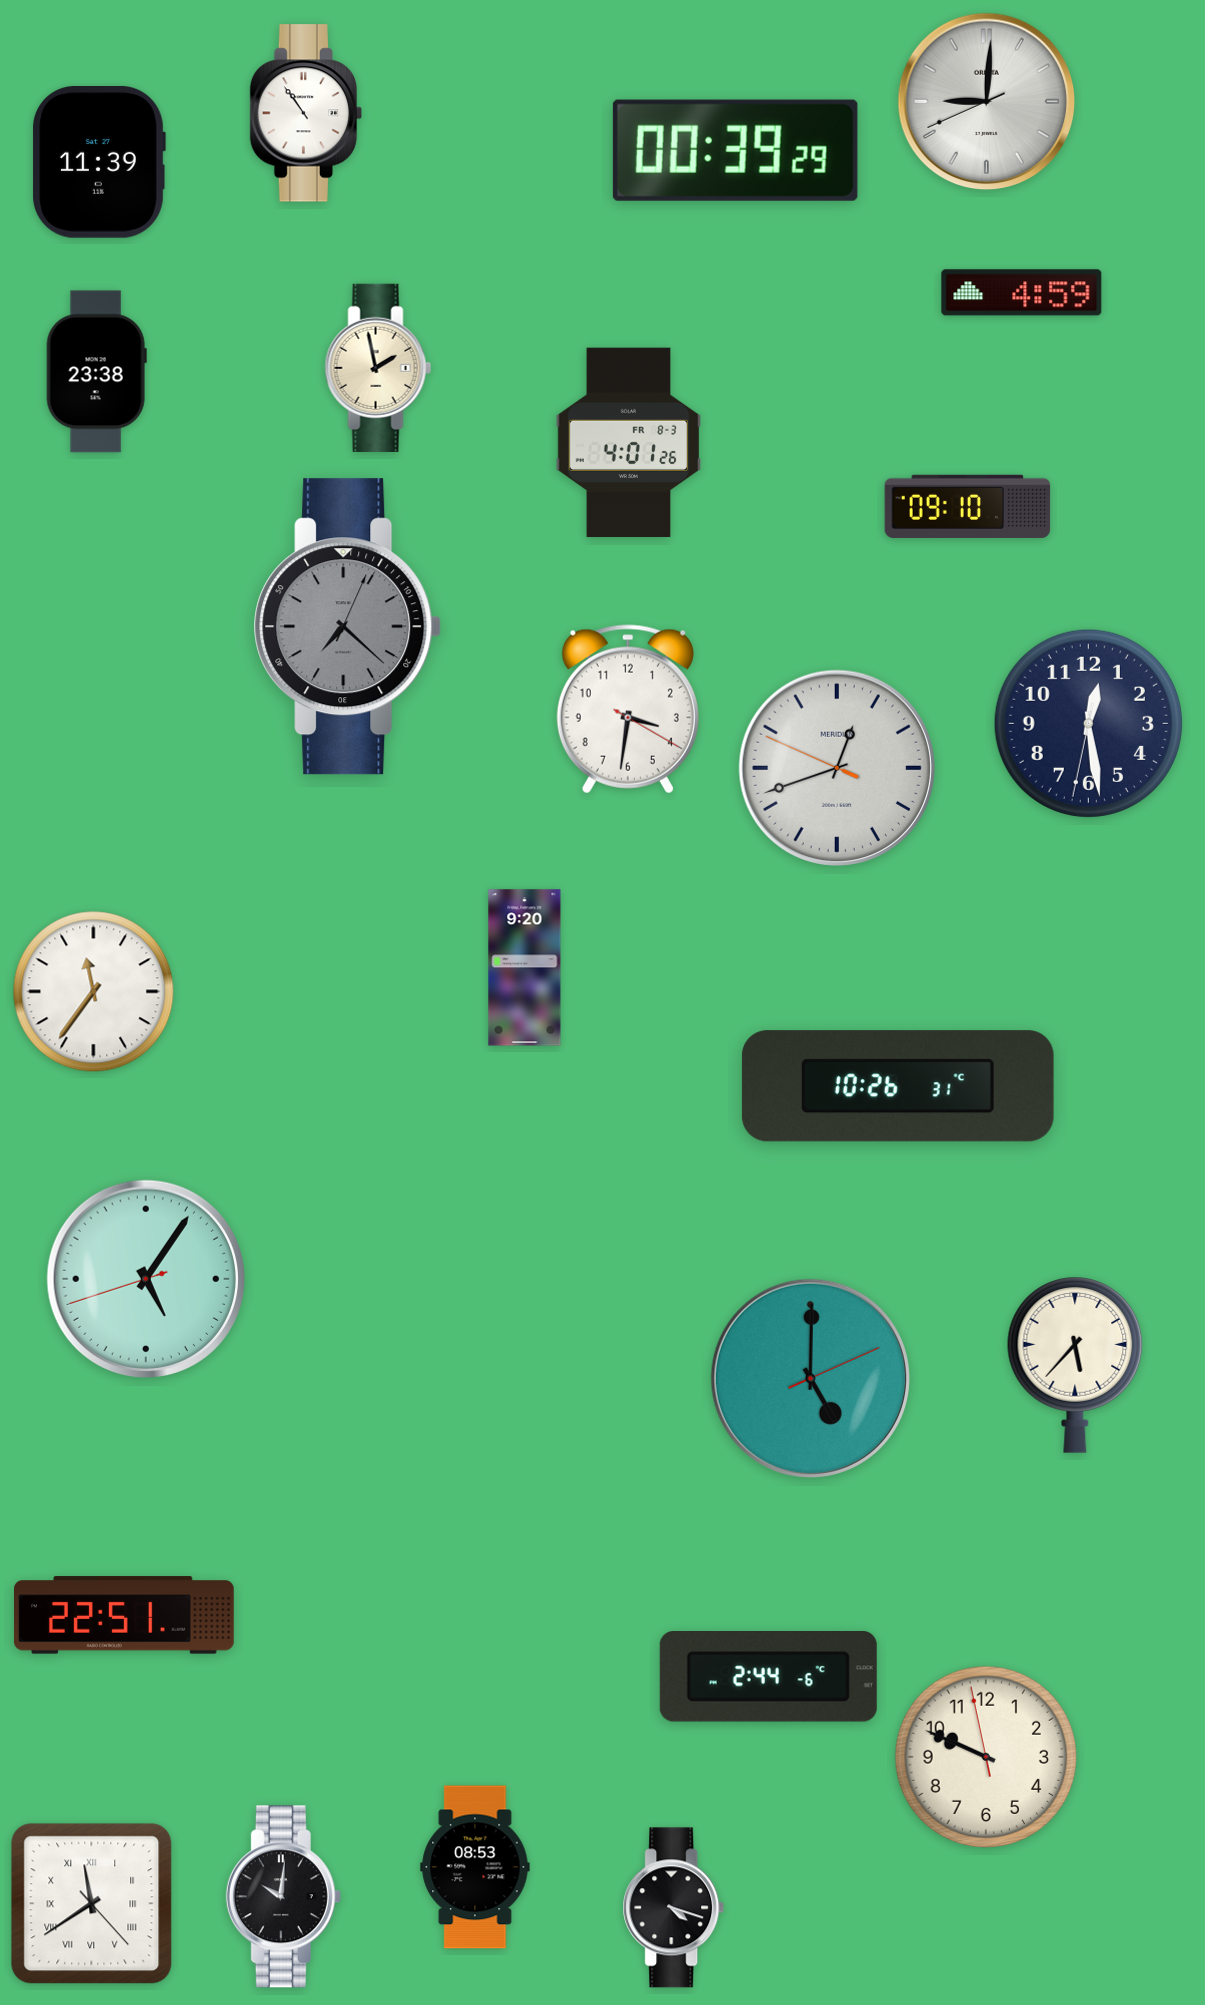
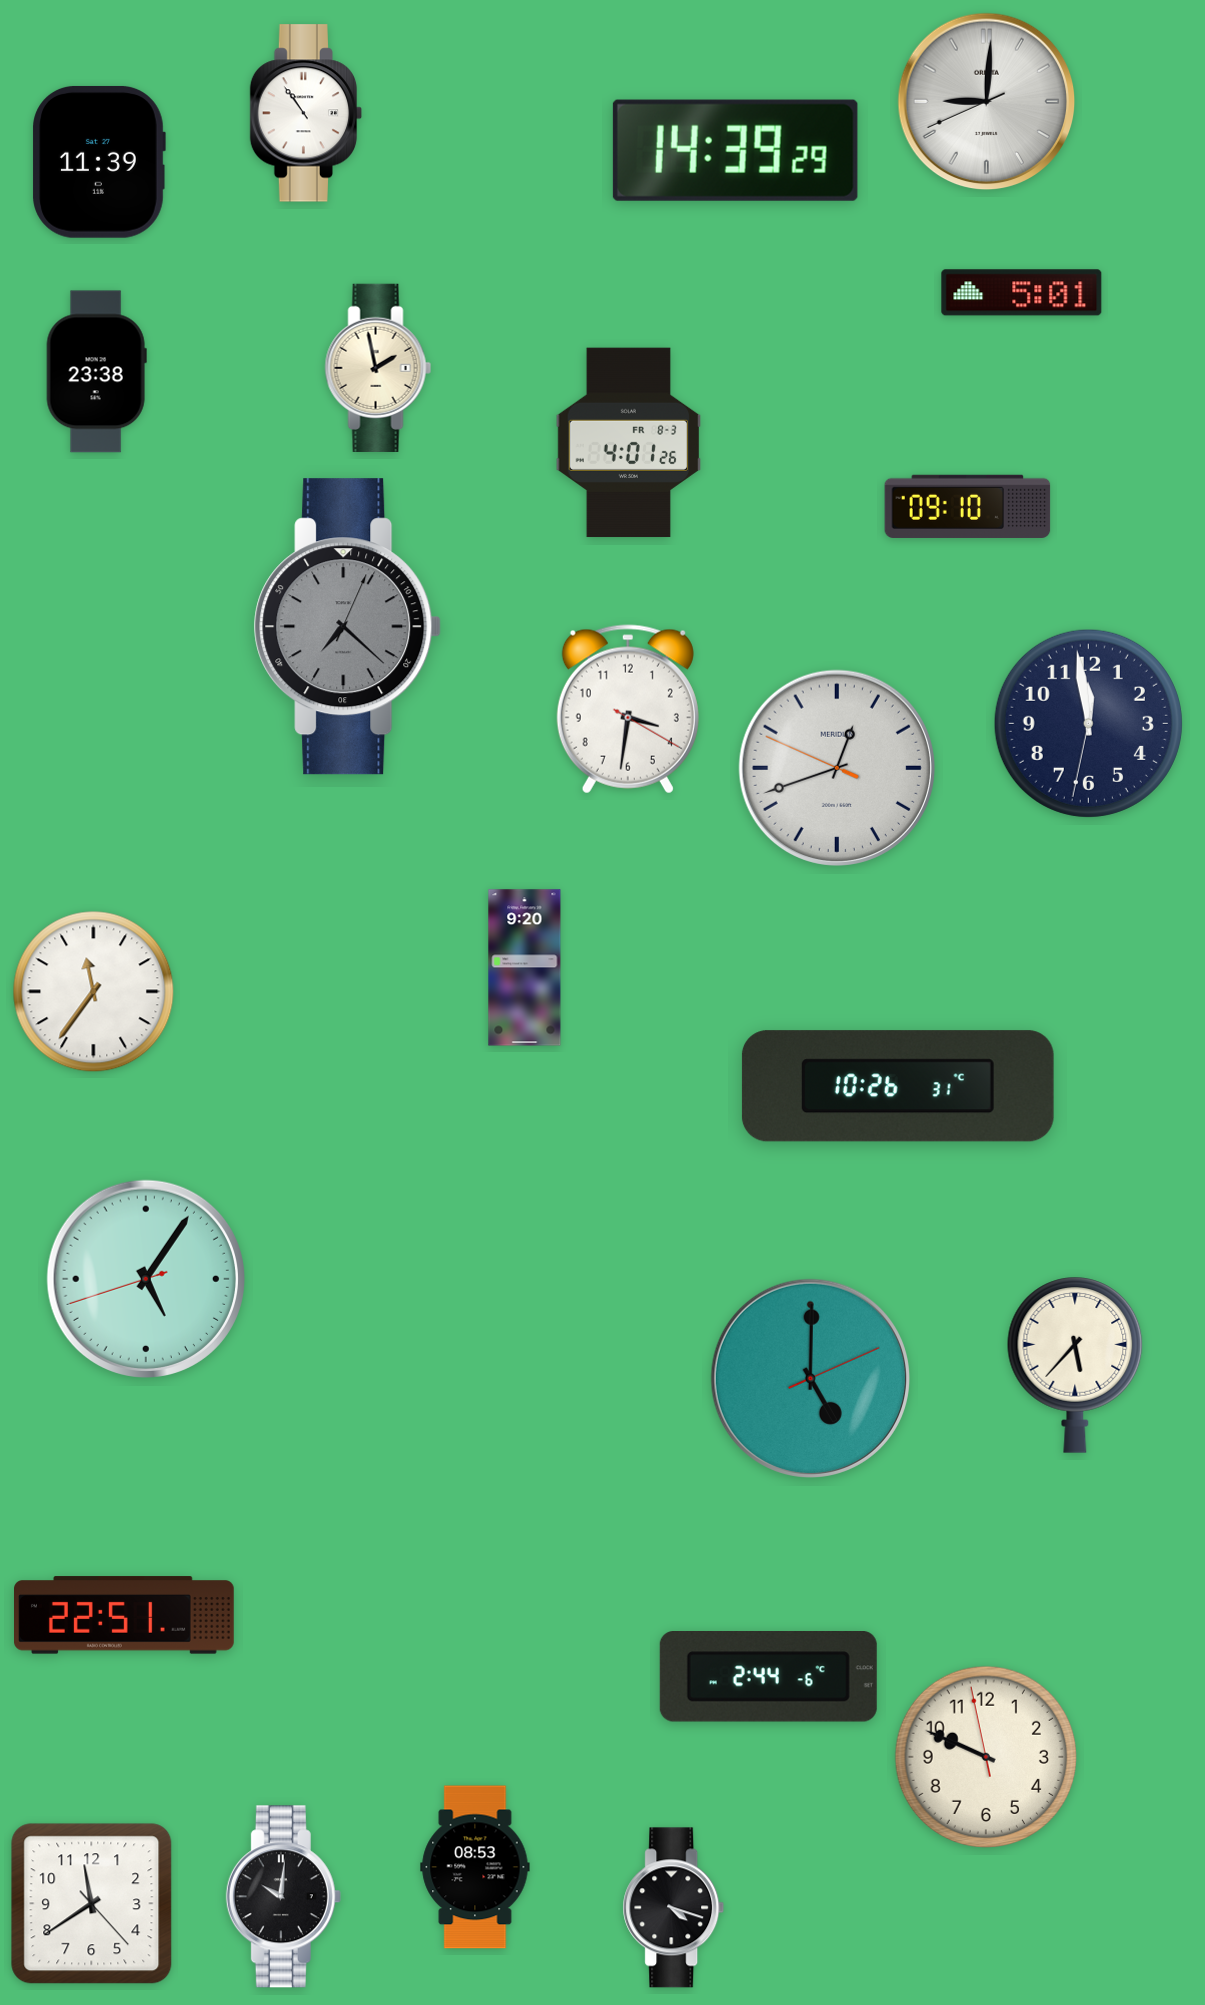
clock at (735, 150): 00:39 -> 14:39
clock at (1022, 293): 4:59 -> 5:01
clock at (1088, 723): 12:28 -> 11:58
clock at (92, 1904) numerals: Roman -> Arabic
